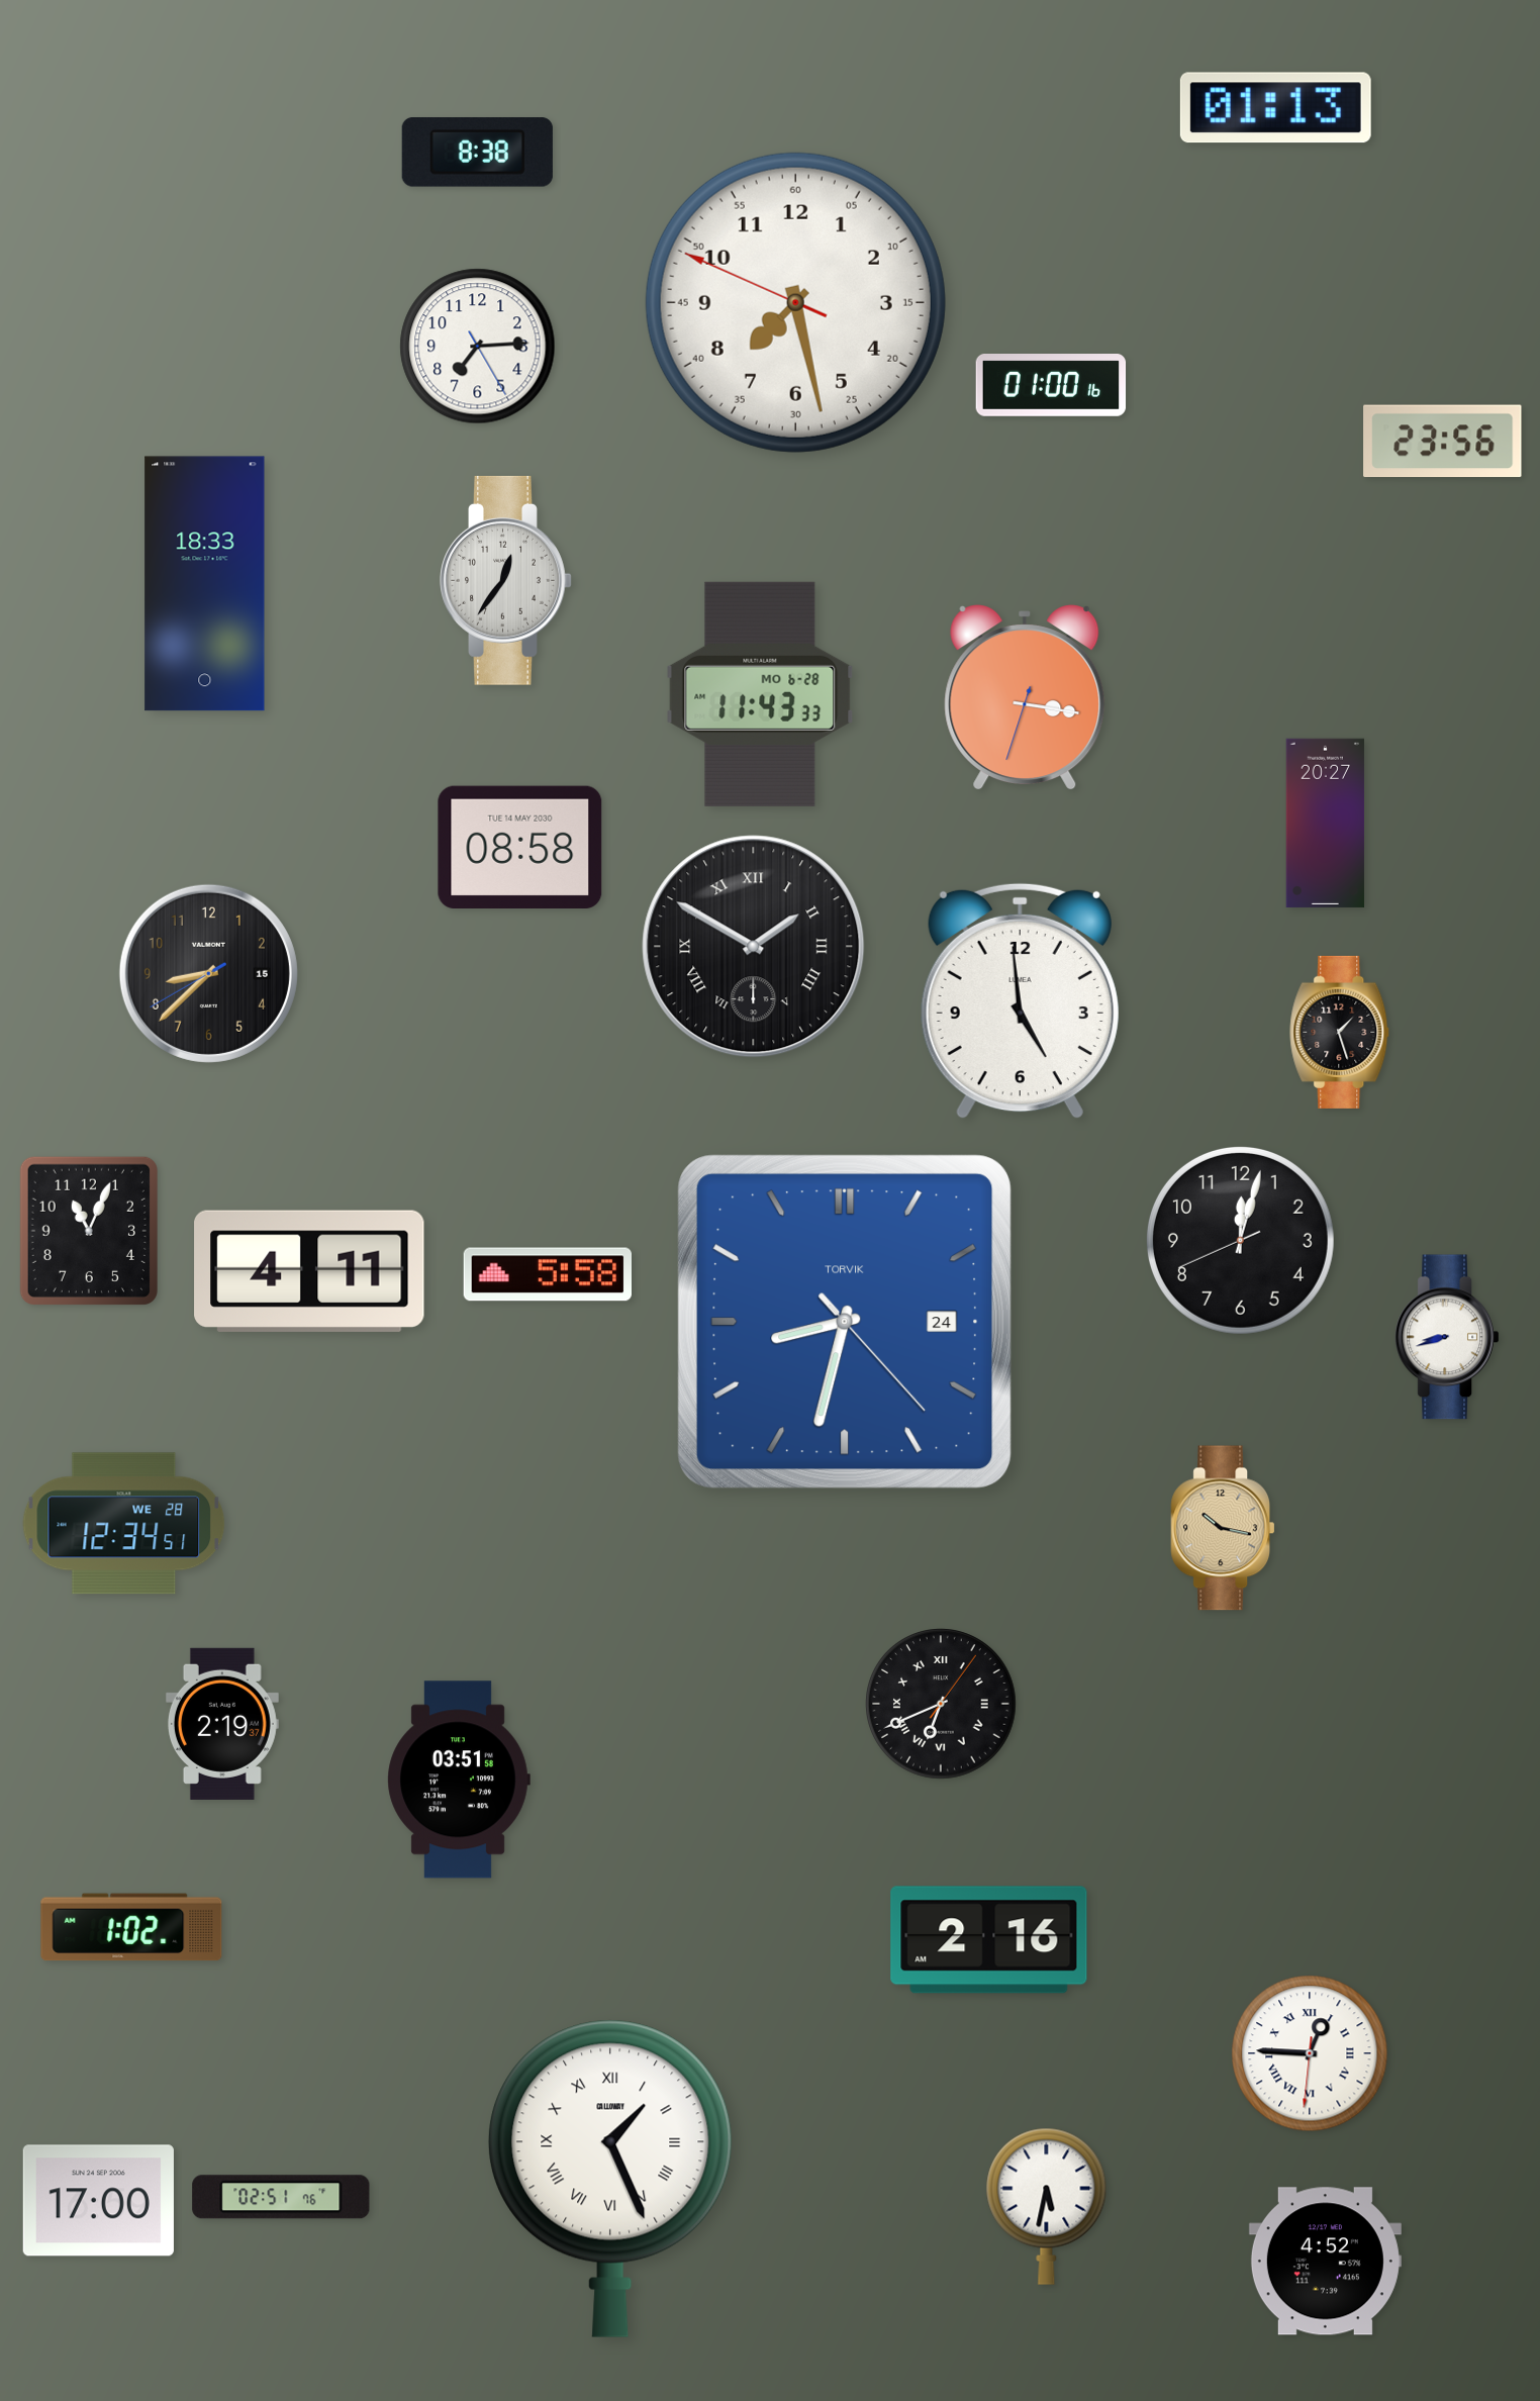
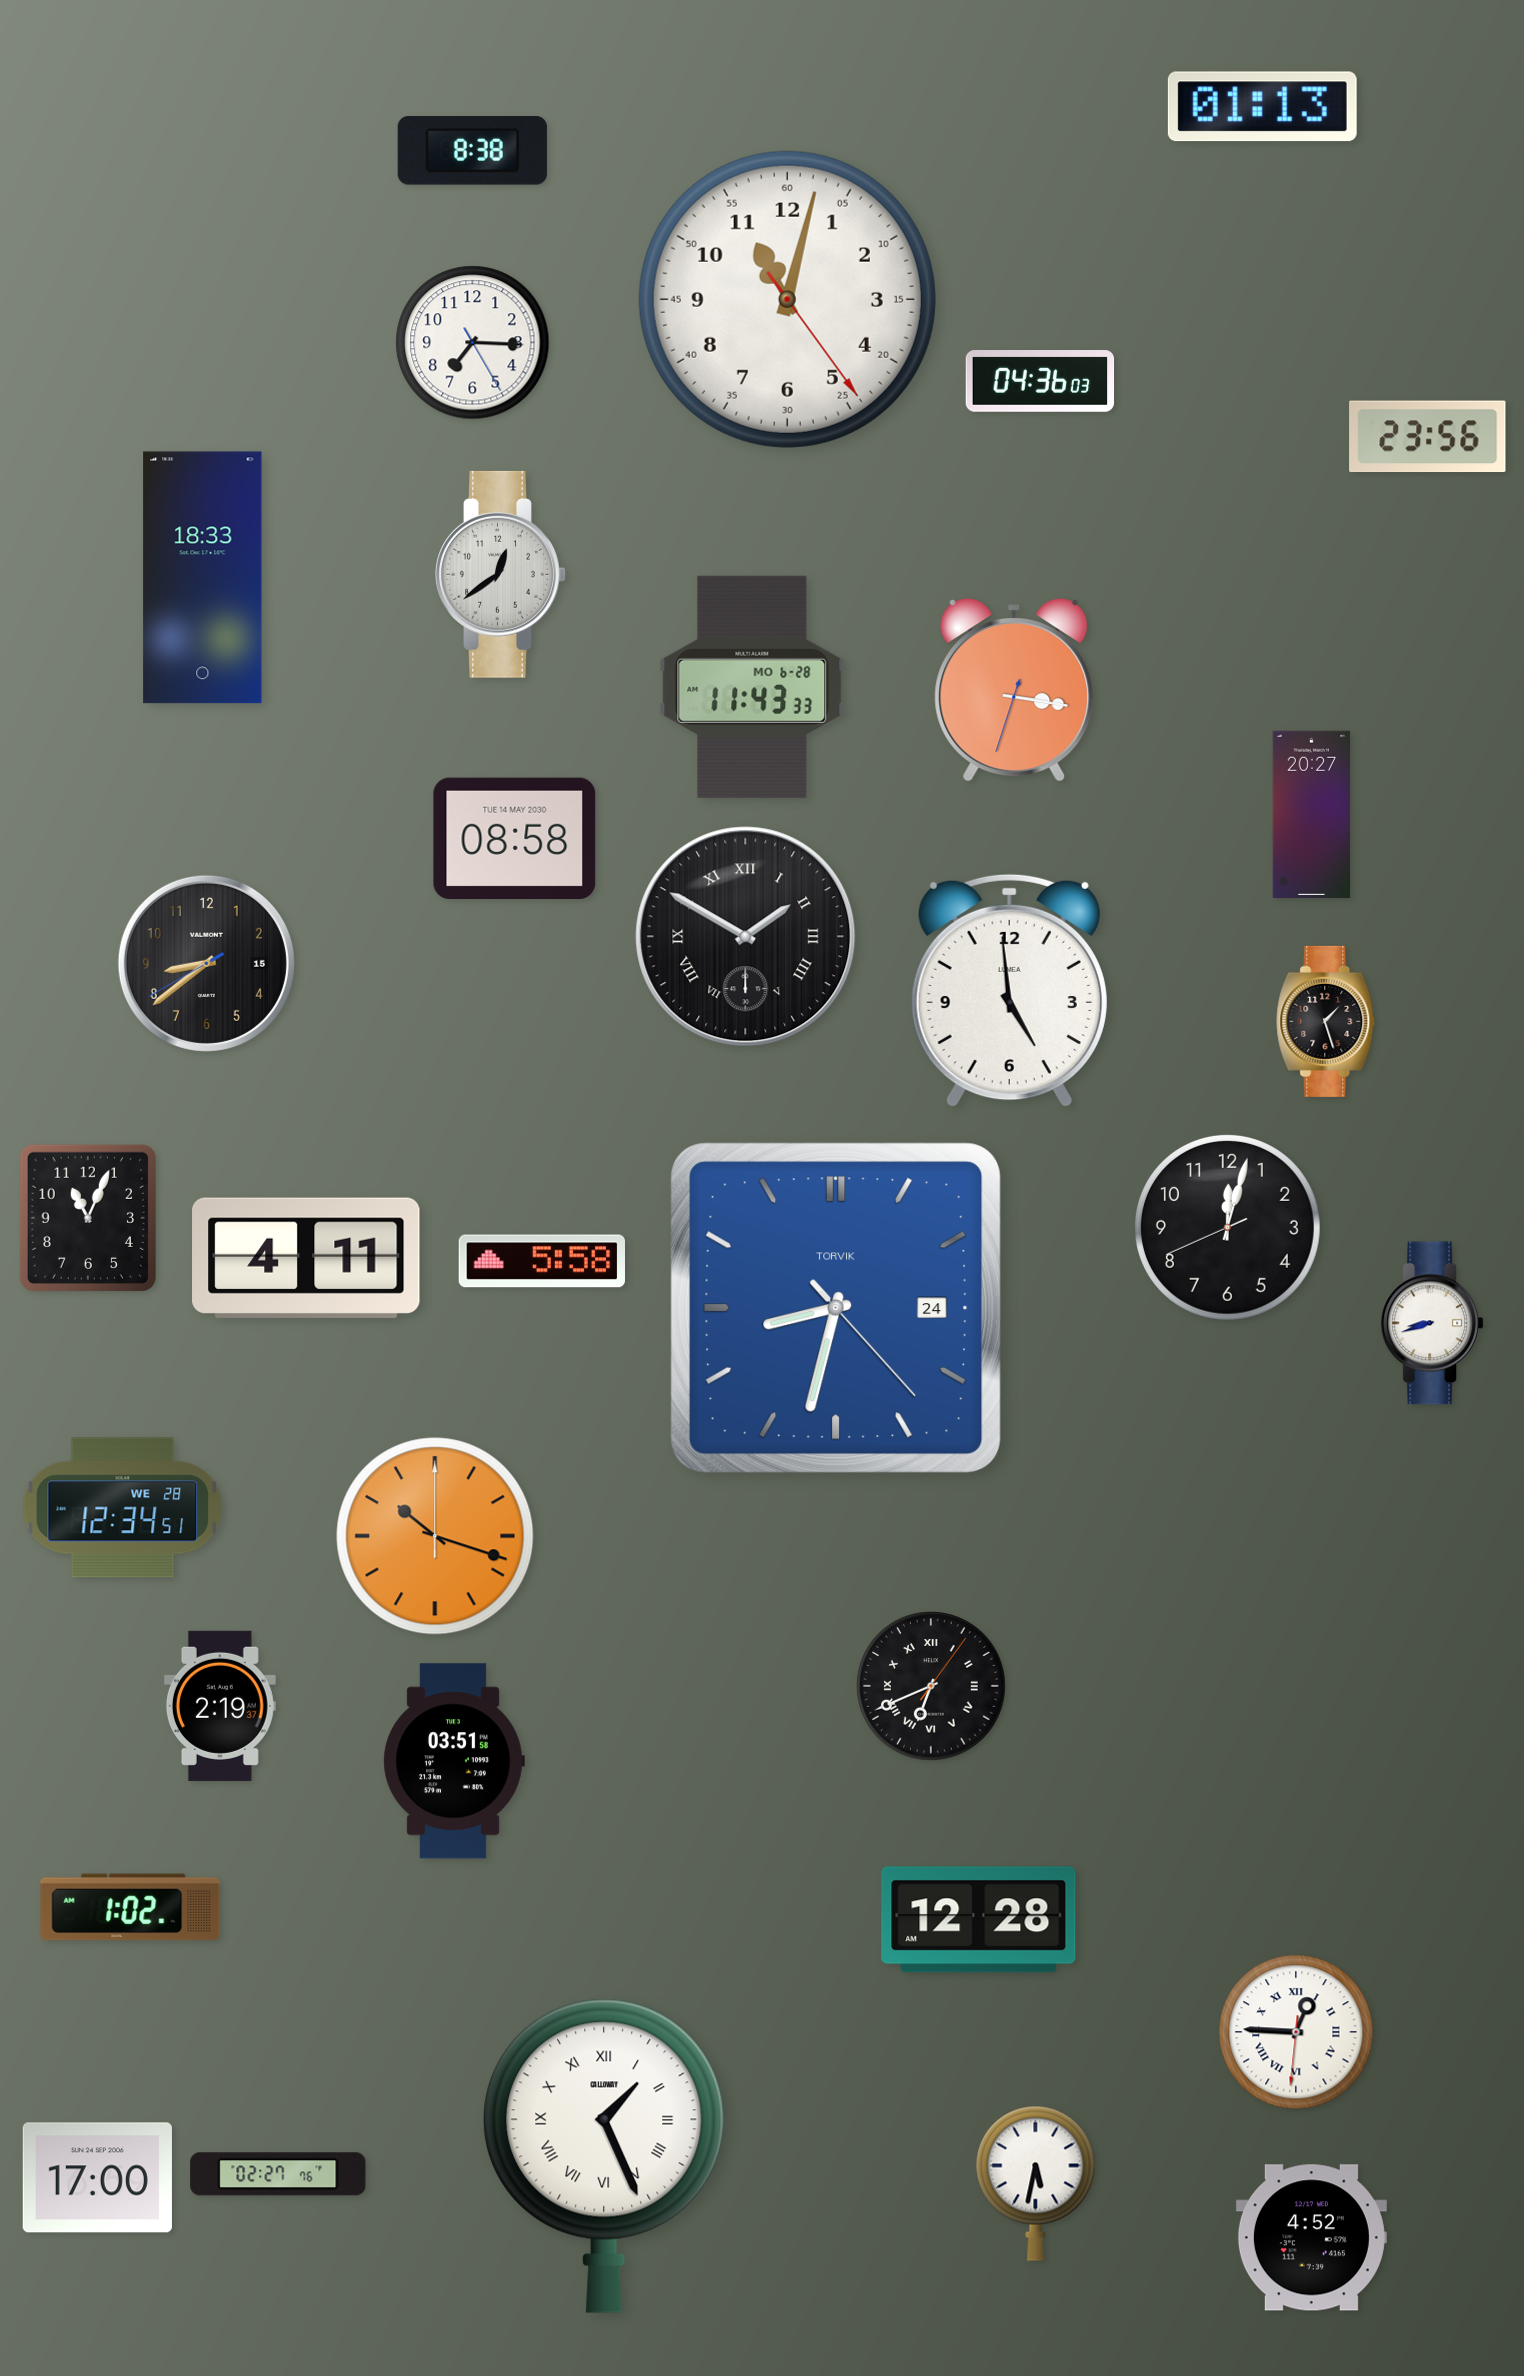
clock at (795, 302): 7:27 -> 11:02
clock at (478, 347): 7:14 -> 7:15
clock at (1051, 386): 01:00 -> 04:36
clock at (506, 580): 12:36 -> 12:39
clock at (208, 973): 8:37 -> 8:38
clock at (1223, 1528): 10:17 -> none
clock at (435, 1536): none -> 10:18
clock at (989, 1940): 2:16 -> 12:28
clock at (281, 2197): 02:51 -> 02:27
